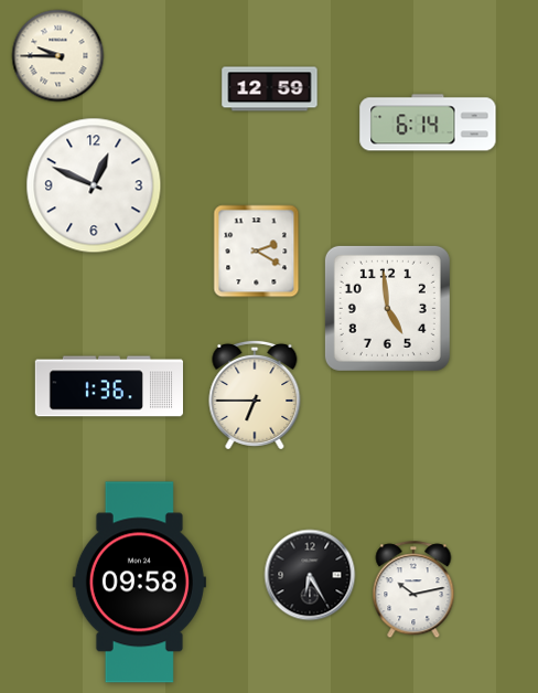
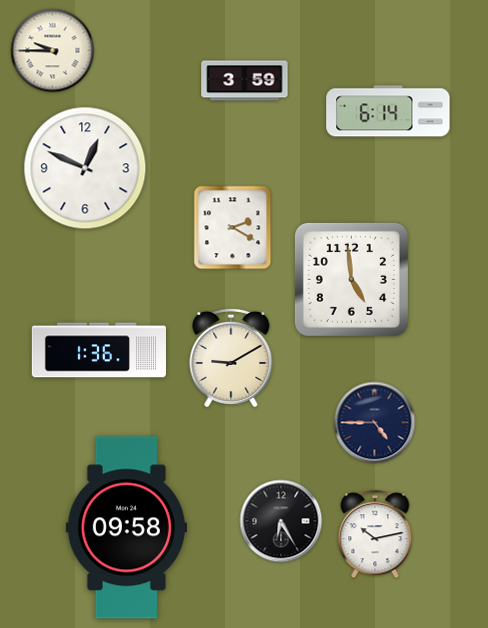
clock at (270, 89): 12:59 -> 3:59
clock at (255, 395): 6:45 -> 9:10
clock at (375, 423): none -> 4:45
